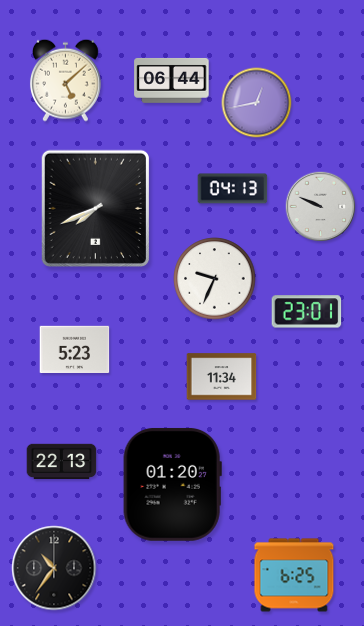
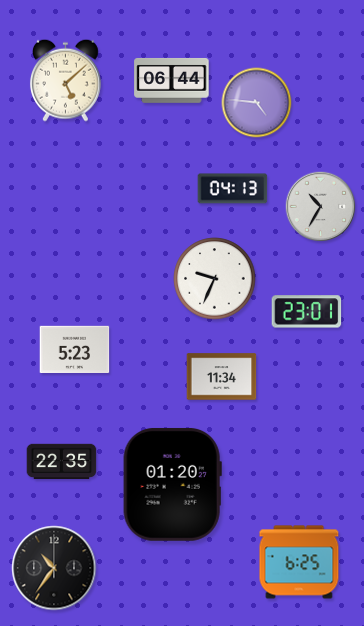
clock at (257, 103): 12:43 -> 4:46
clock at (321, 207): 9:49 -> 10:35
clock at (95, 208): 7:41 -> none
clock at (62, 462): 22:13 -> 22:35
clock at (294, 575) position: (294, 575) -> (299, 562)
